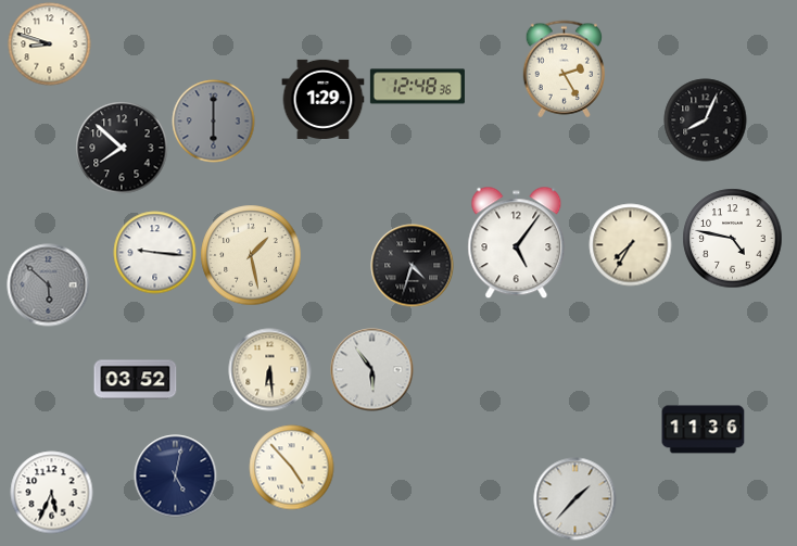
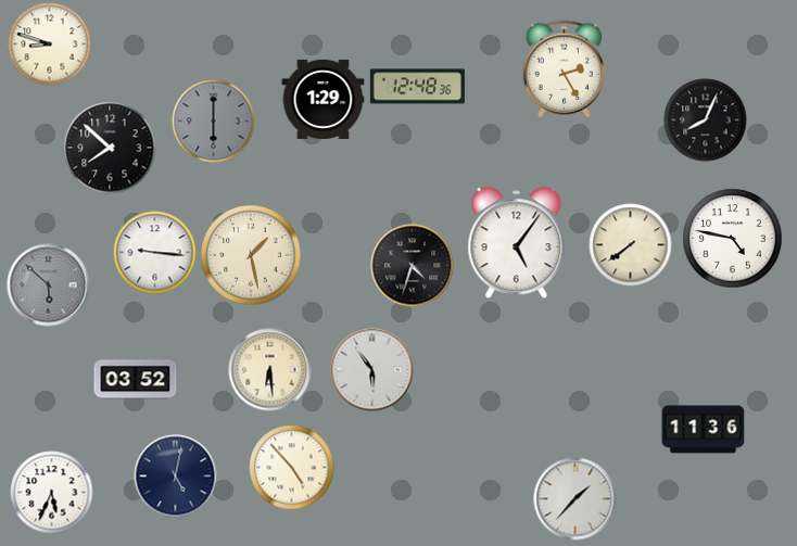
clock at (122, 148) position: (122, 148) -> (110, 148)
clock at (631, 245): 7:35 -> 7:39
